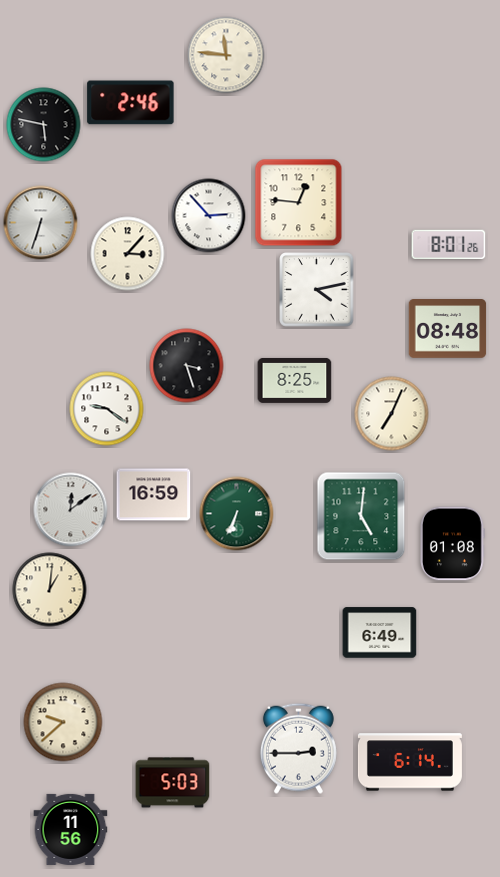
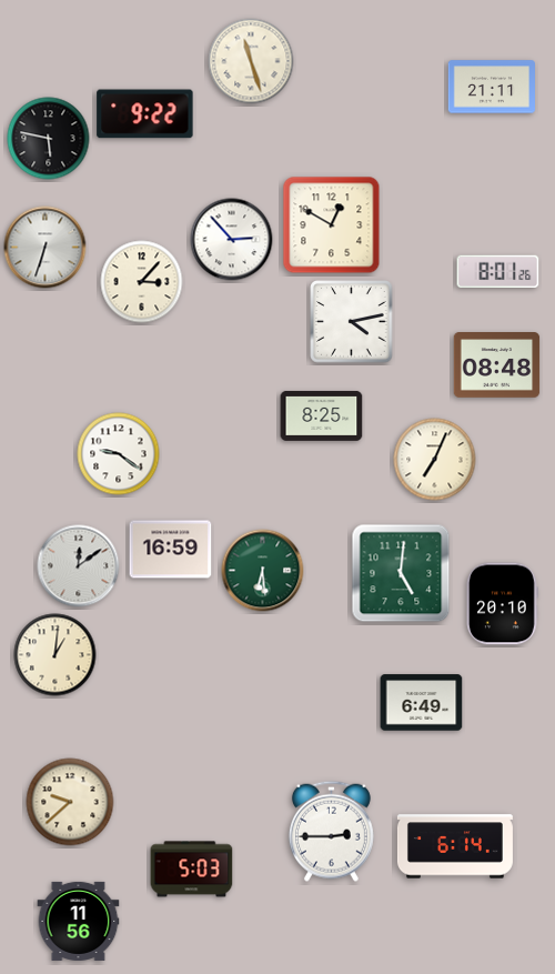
clock at (226, 55): 11:46 -> 11:27
clock at (491, 87): none -> 21:11
clock at (131, 103): 2:46 -> 9:22
clock at (299, 203): 12:46 -> 12:50
clock at (187, 366): 3:27 -> none
clock at (295, 380) position: (295, 380) -> (322, 415)
clock at (237, 514): 6:34 -> 6:29
clock at (453, 544): 01:08 -> 20:10
